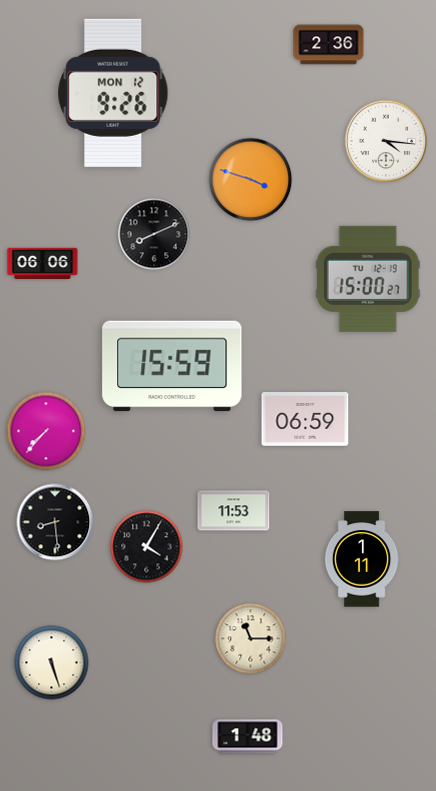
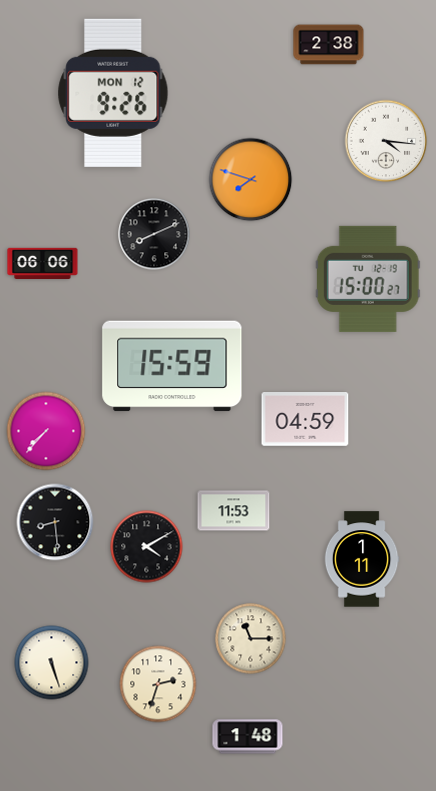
clock at (329, 45): 2:36 -> 2:38
clock at (251, 180): 3:48 -> 7:48
clock at (305, 420): 06:59 -> 04:59
clock at (147, 547): 4:05 -> 4:10
clock at (158, 684): none -> 2:33
